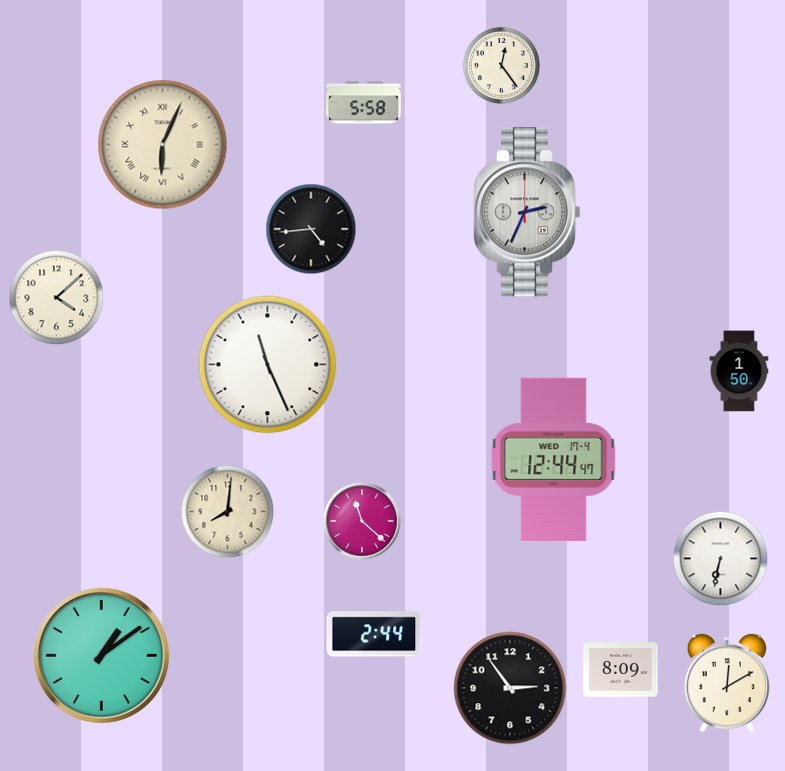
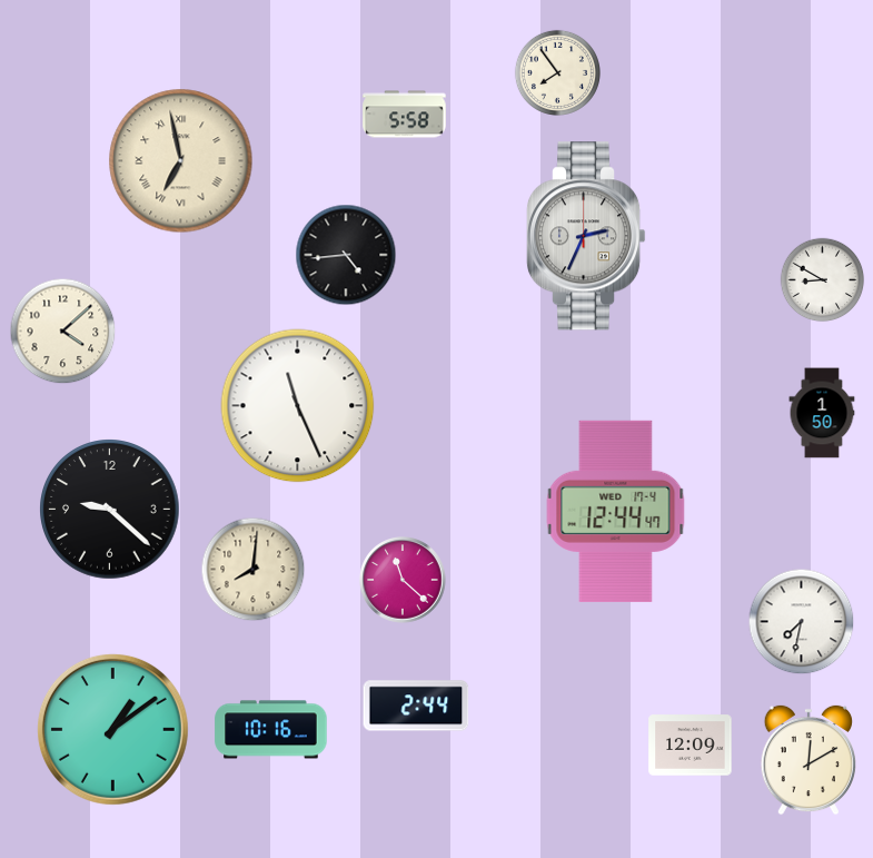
clock at (501, 65): 12:24 -> 7:54
clock at (163, 145): 6:04 -> 6:58
clock at (823, 280): none -> 8:50
clock at (110, 510): none -> 9:22
clock at (721, 559): 6:32 -> 7:32
clock at (271, 730): none -> 10:16
clock at (621, 670): 8:09 -> 12:09
clock at (510, 688): 2:54 -> none
